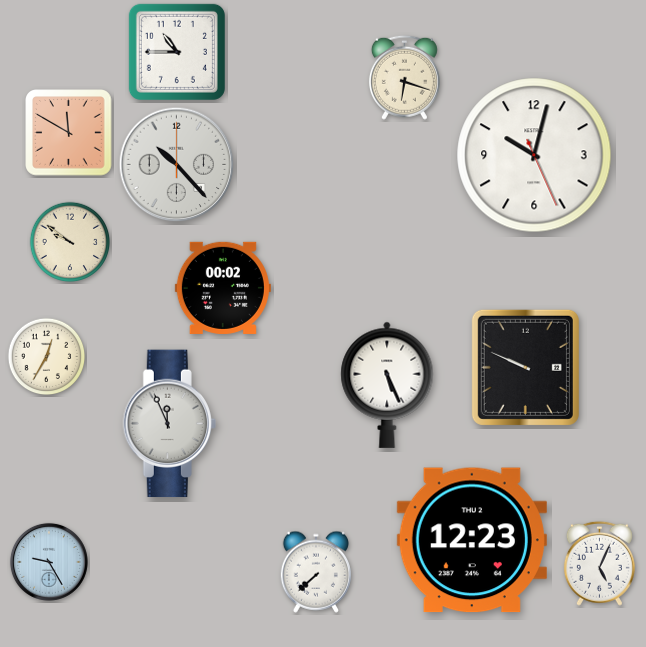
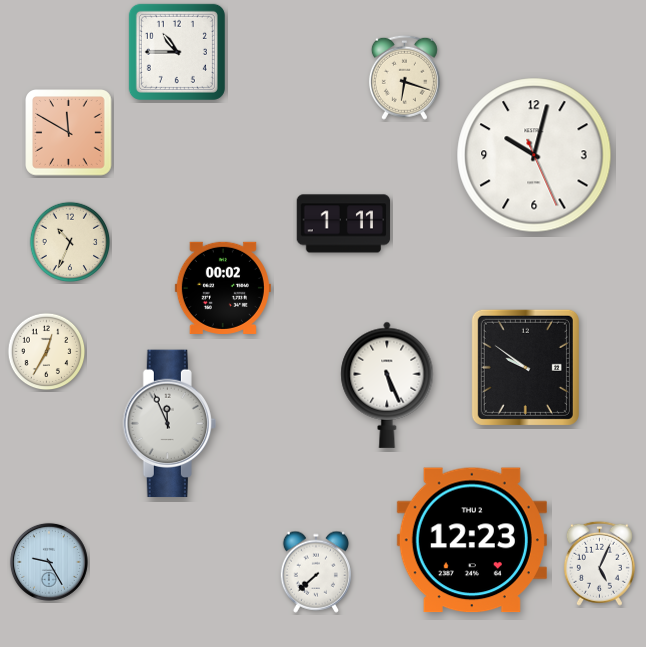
clock at (177, 165): 10:23 -> none
clock at (344, 224): none -> 1:11
clock at (70, 242): 9:51 -> 10:34
clock at (47, 357) position: (47, 357) -> (47, 352)
clock at (525, 367): 9:49 -> 9:51
